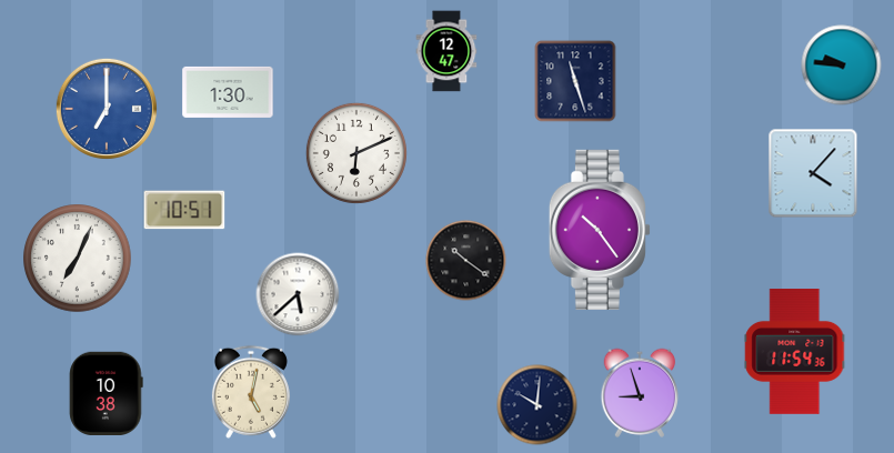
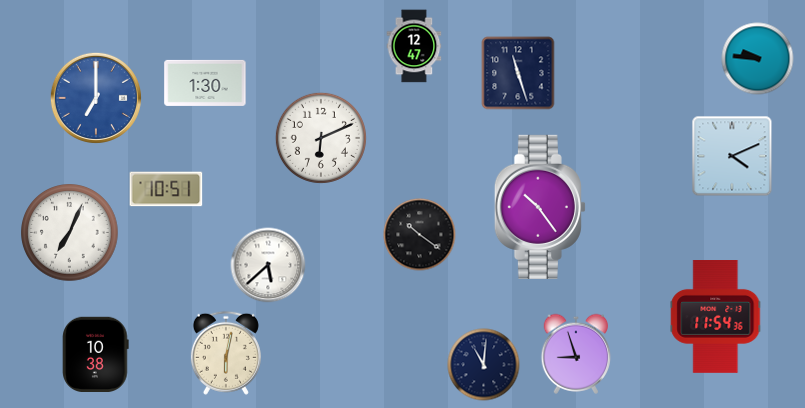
clock at (446, 51) position: (446, 51) -> (414, 46)
clock at (813, 173): 4:07 -> 4:11
clock at (251, 392): 5:02 -> 6:02
clock at (538, 405): 10:01 -> 11:01
